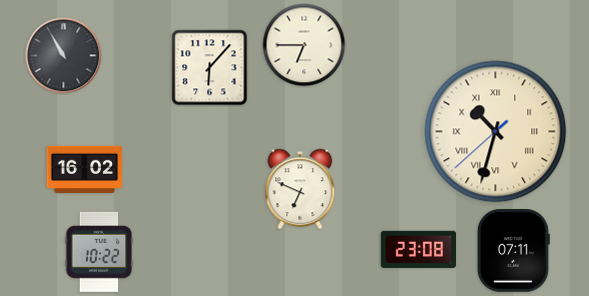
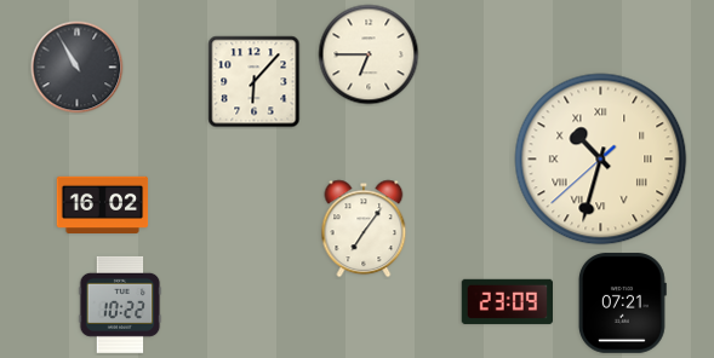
clock at (300, 189): 6:49 -> 7:06
clock at (418, 249): 23:08 -> 23:09
clock at (514, 251): 07:11 -> 07:21
